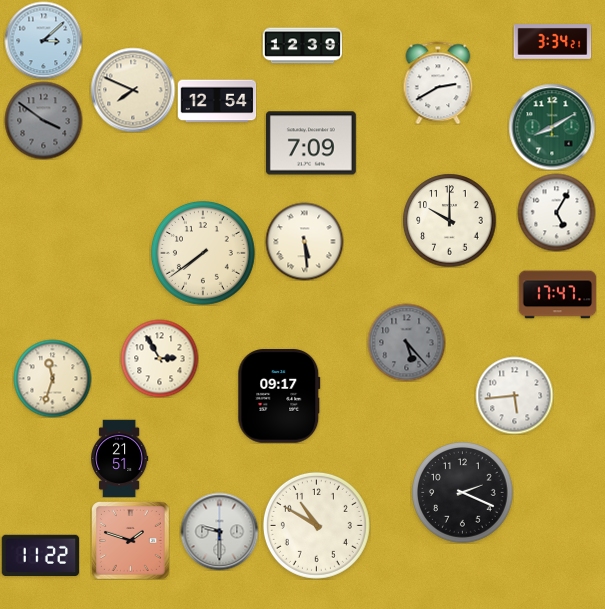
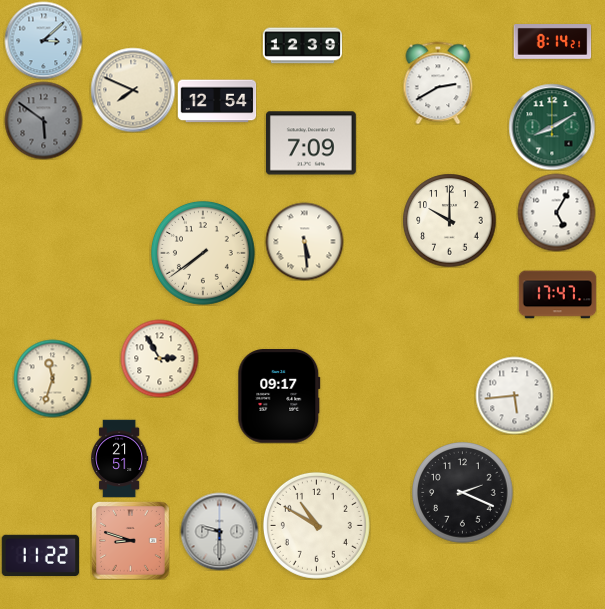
clock at (552, 42): 3:34 -> 8:14
clock at (43, 120): 3:51 -> 5:51
clock at (406, 342): 5:23 -> none
clock at (131, 541): 1:48 -> 8:48
